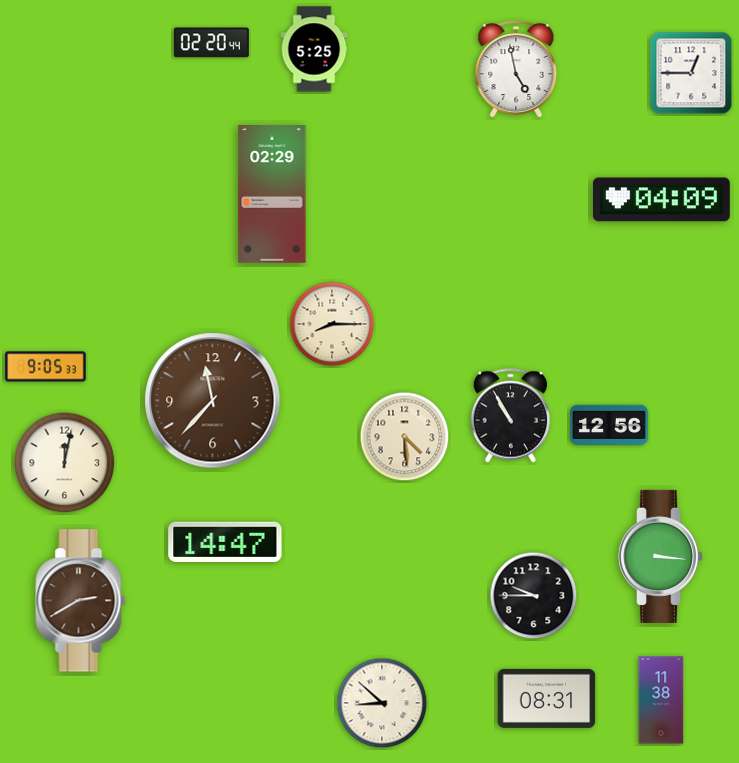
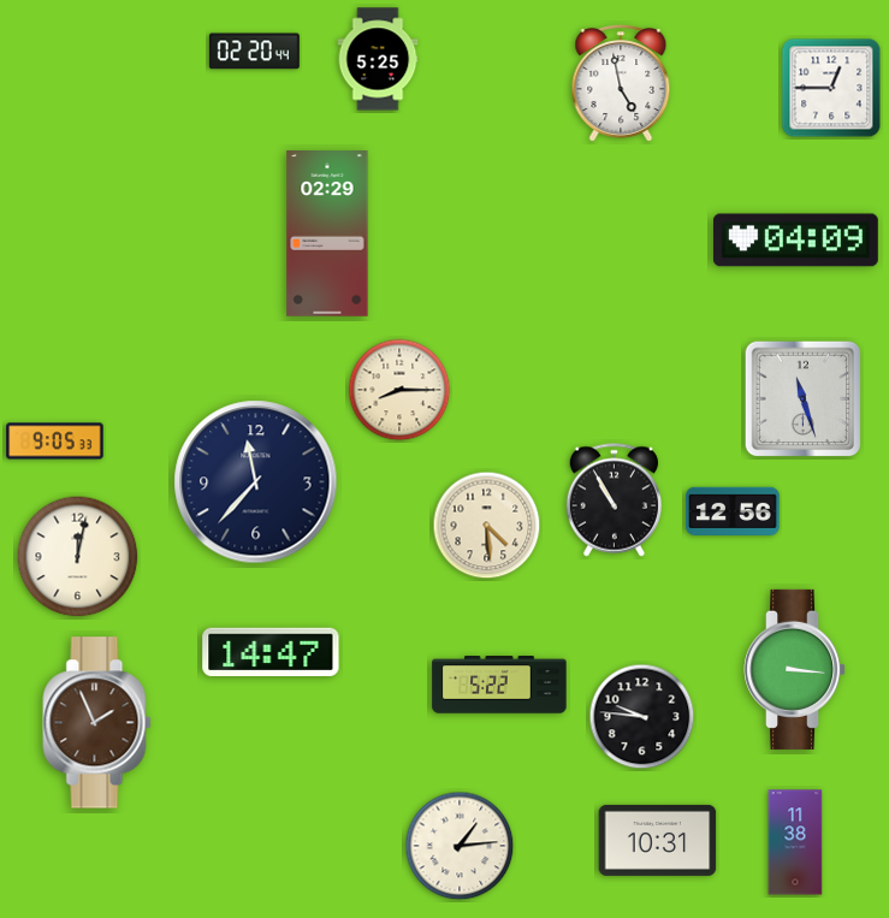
clock at (804, 399): none -> 11:27
clock at (213, 401) dial: brown -> navy
clock at (499, 685): none -> 5:22
clock at (534, 596): 9:45 -> 9:46
clock at (81, 601): 2:40 -> 1:56
clock at (547, 698): 08:31 -> 10:31
clock at (382, 703): 8:52 -> 1:14
